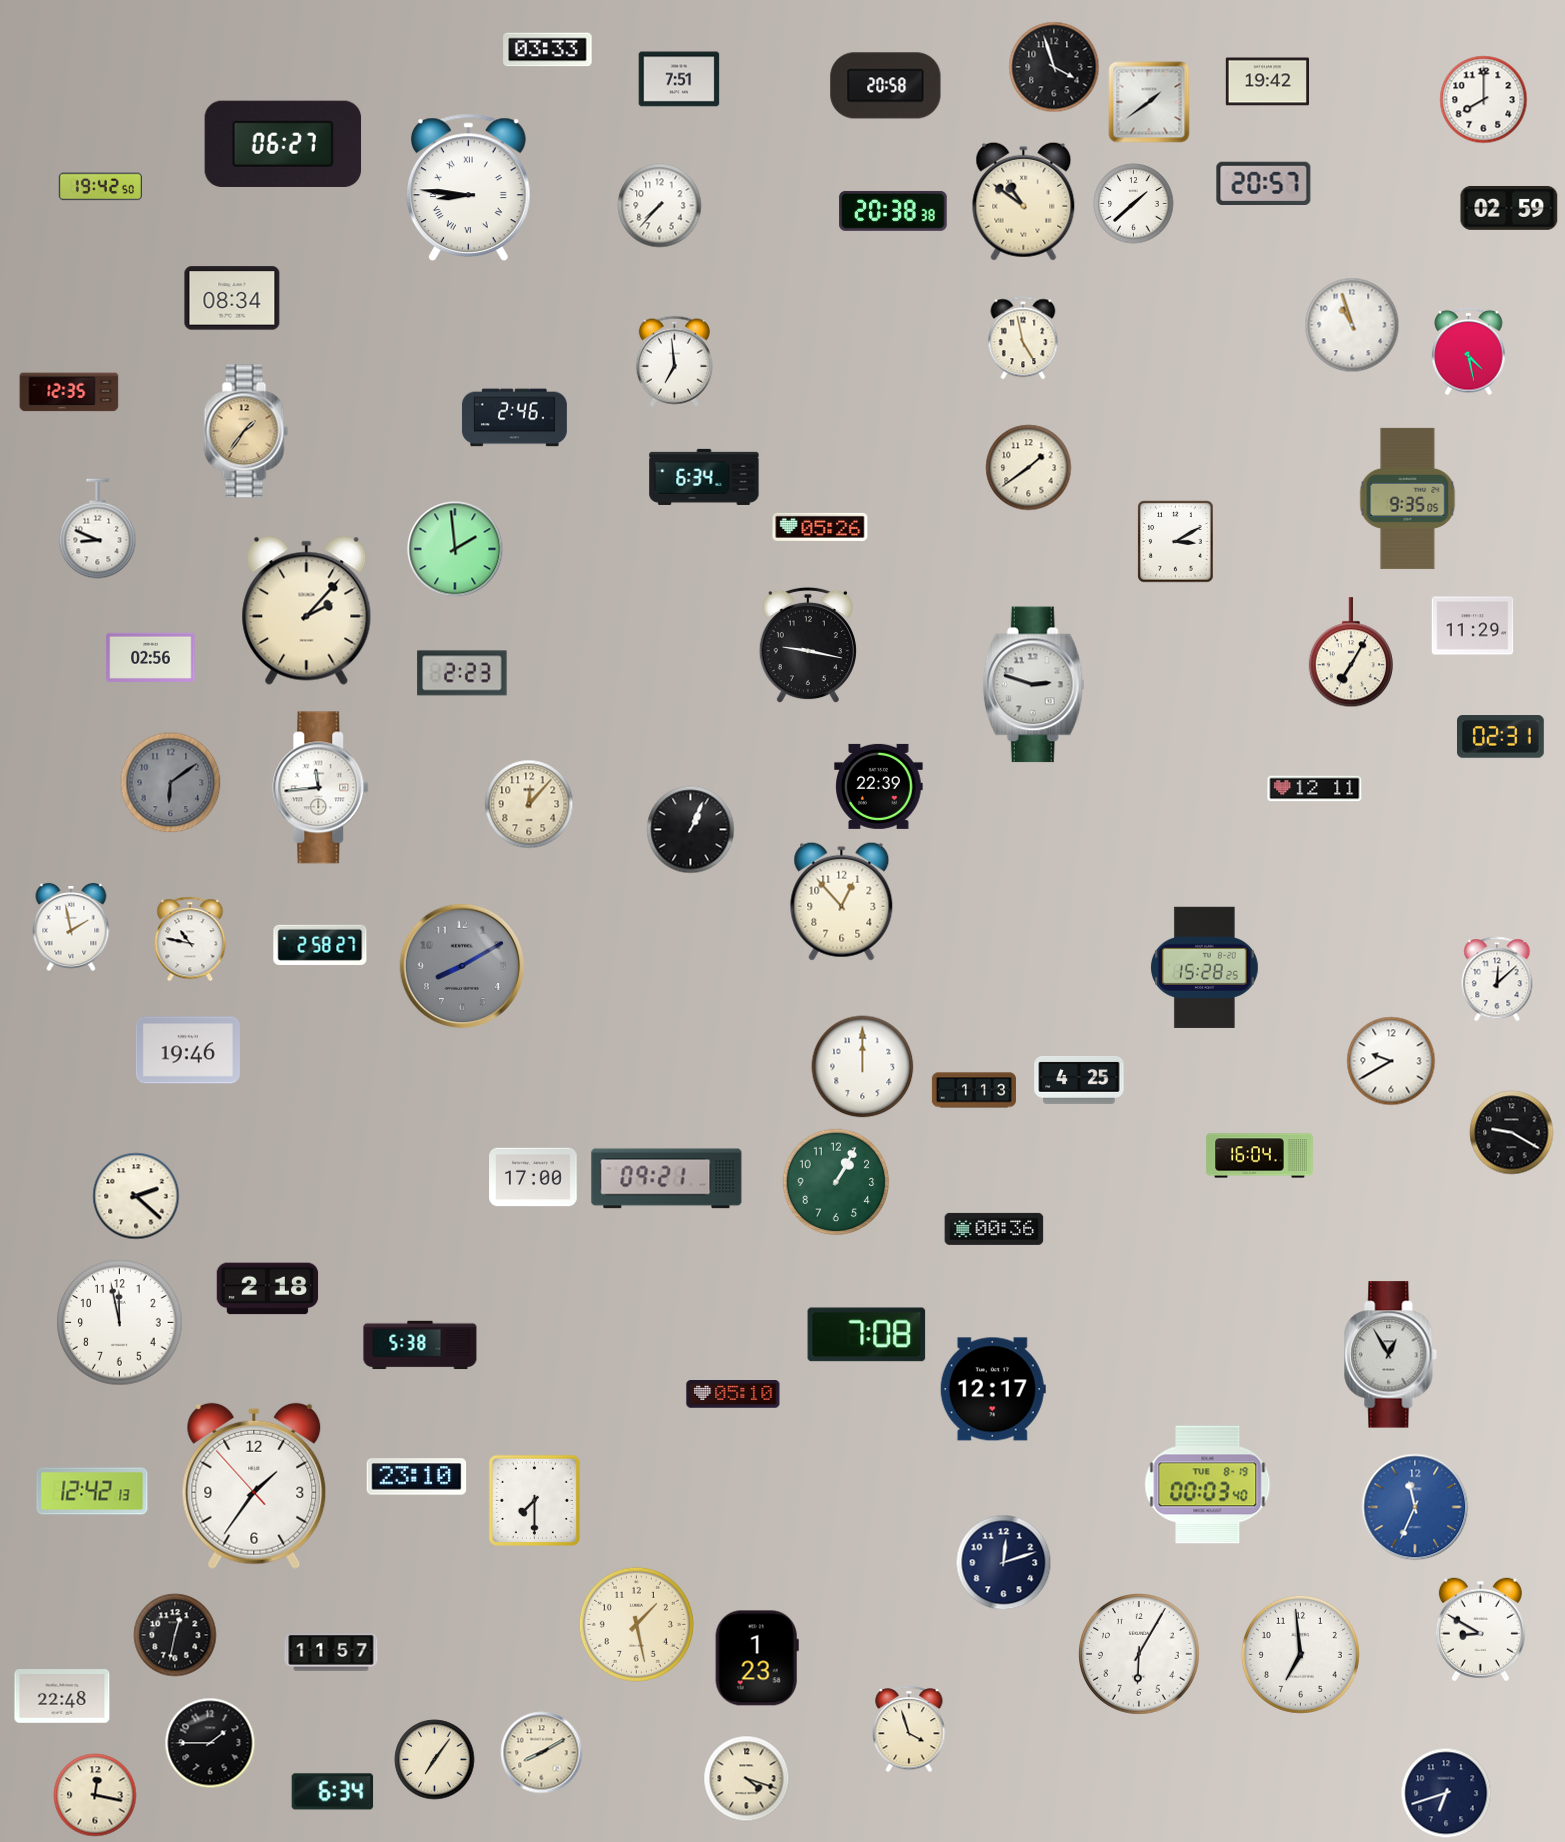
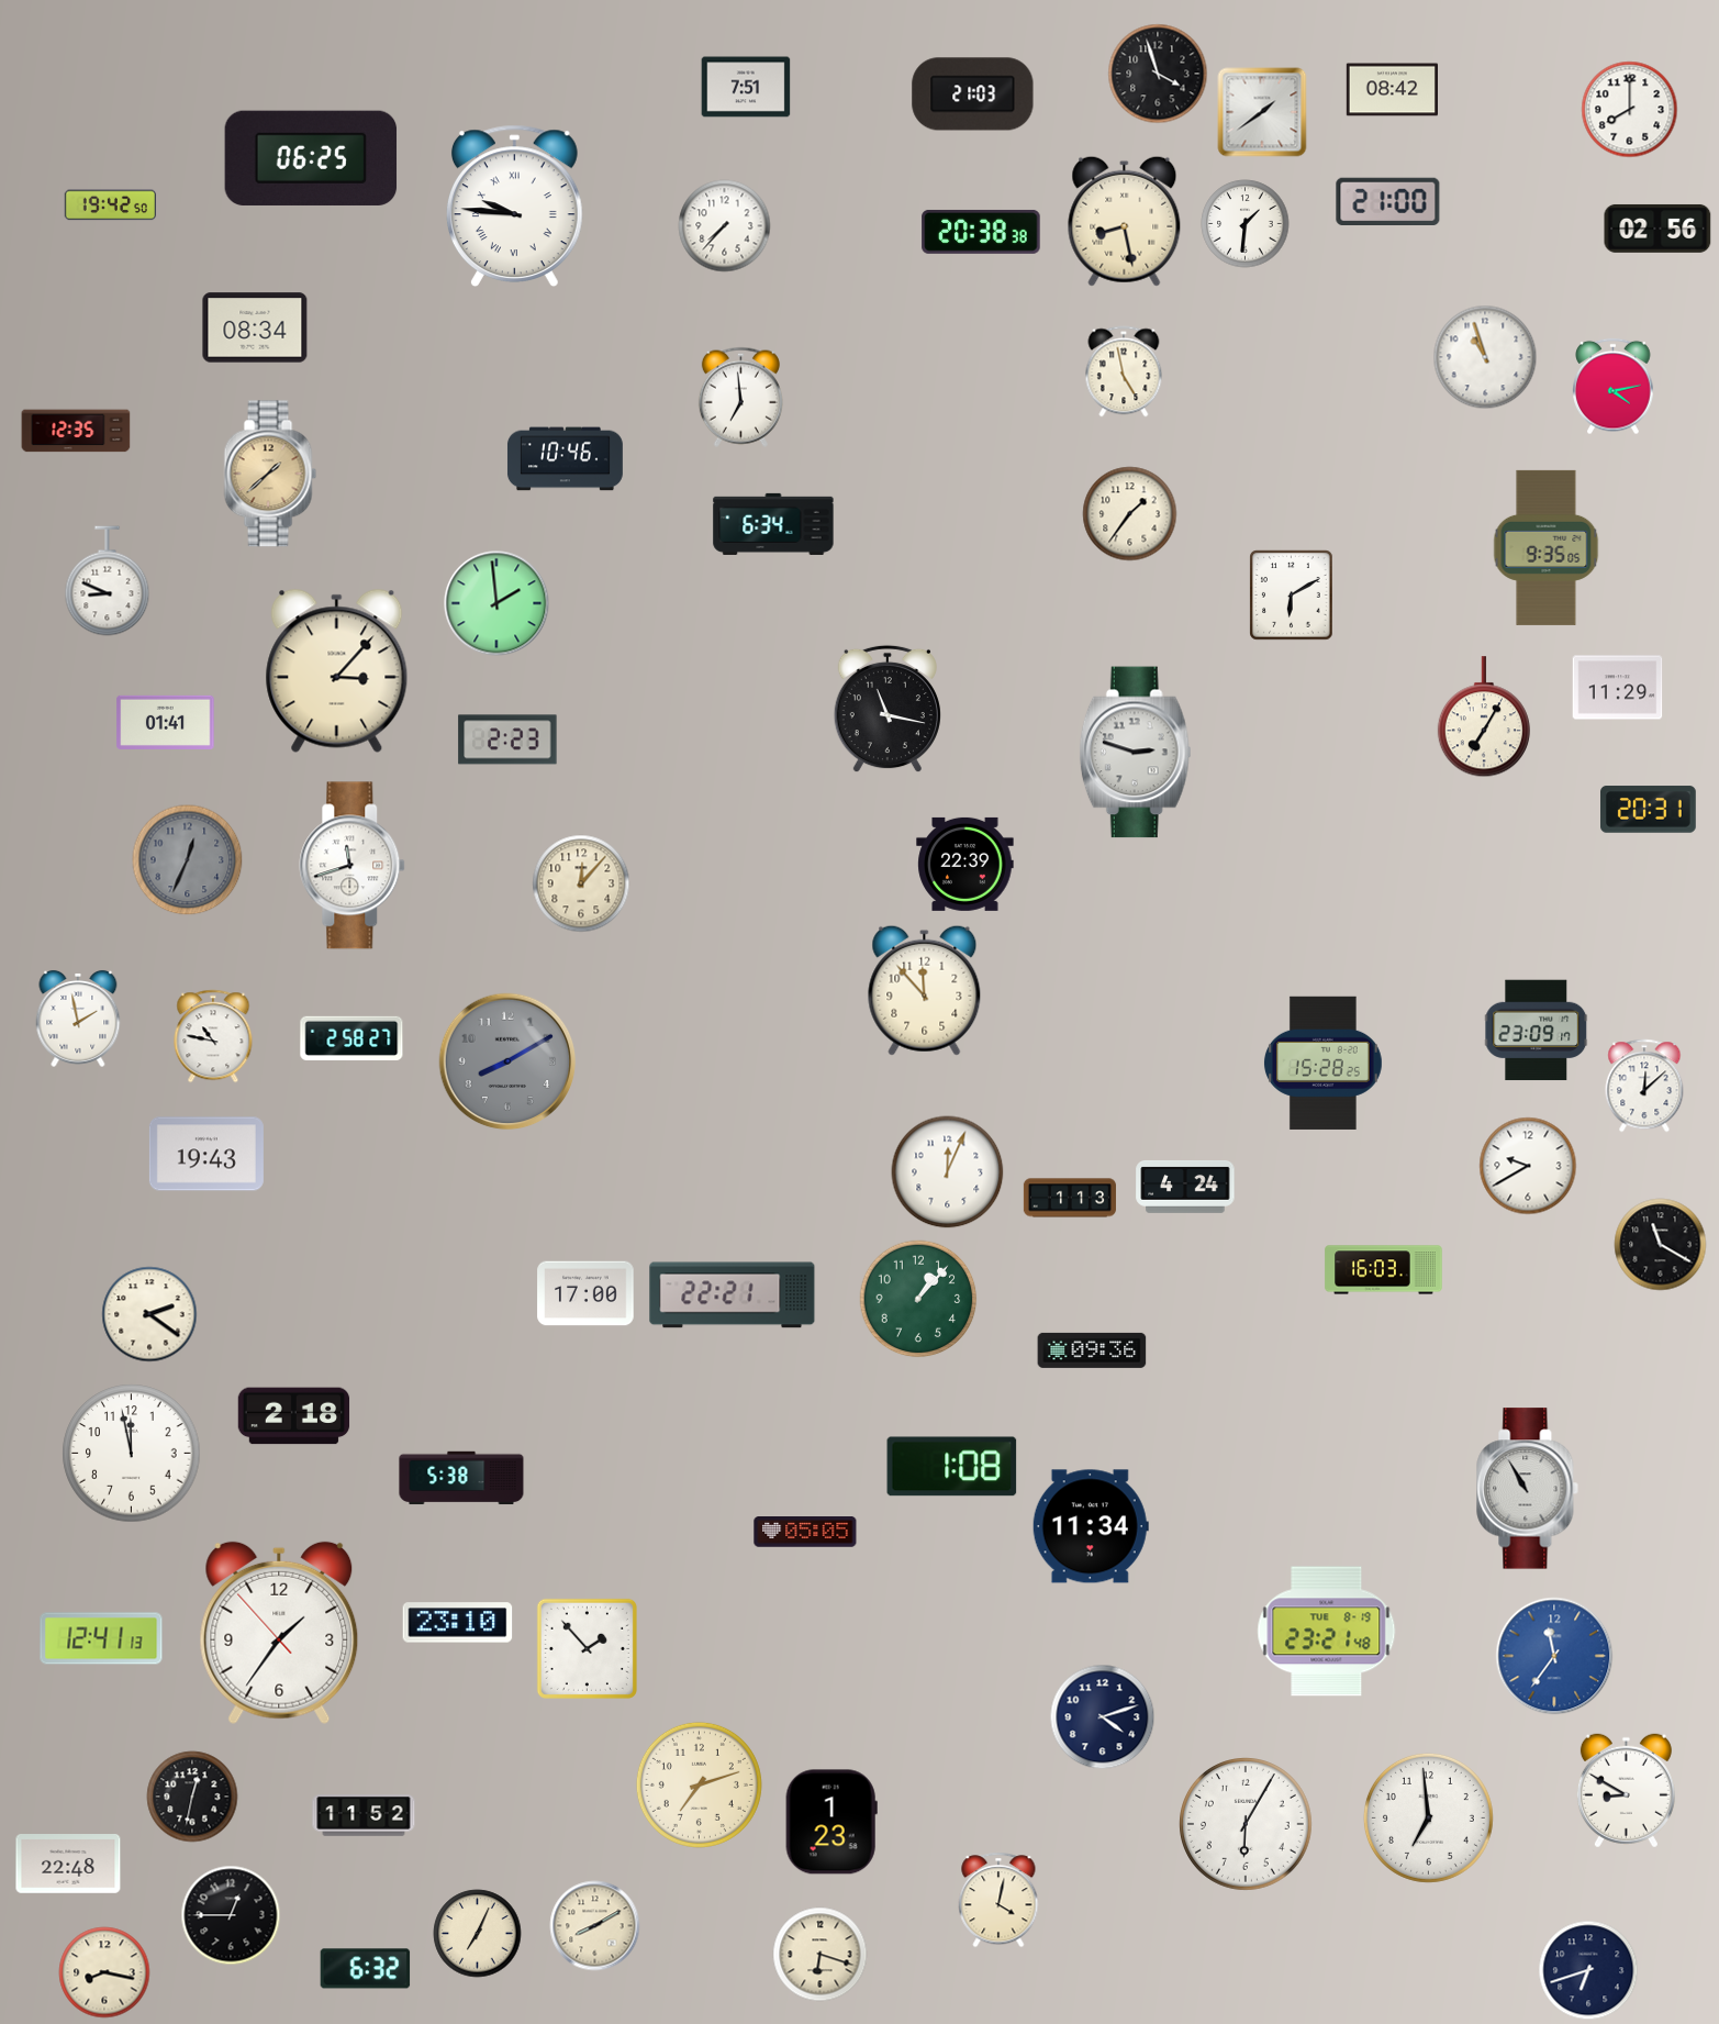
clock at (548, 50): 03:33 -> none
clock at (1267, 82): 19:42 -> 08:42
clock at (886, 86): 20:58 -> 21:03
clock at (283, 144): 06:27 -> 06:25
clock at (1264, 184): 20:57 -> 21:00
clock at (468, 187): 8:46 -> 9:46
clock at (1024, 201): 10:51 -> 8:28
clock at (1134, 204): 1:38 -> 1:31
clock at (1509, 208): 02:59 -> 02:56
clock at (1469, 352): 4:28 -> 4:13
clock at (514, 418): 2:46 -> 10:46
clock at (246, 431): 1:36 -> 1:38
clock at (1029, 468): 1:39 -> 1:36
clock at (820, 527): 05:26 -> none
clock at (1176, 542): 3:10 -> 6:10
clock at (455, 549) position: (455, 549) -> (496, 603)
clock at (307, 610): 2:07 -> 3:07
clock at (808, 645): 9:17 -> 11:17
clock at (151, 657): 02:56 -> 01:41
clock at (1501, 737): 02:31 -> 20:31
clock at (171, 783): 6:09 -> 12:34
clock at (321, 788): 11:44 -> 11:42
clock at (1315, 789): 12:11 -> none
clock at (691, 830): 1:04 -> none
clock at (842, 901): 12:53 -> 11:53
clock at (1537, 1031): none -> 23:09
clock at (190, 939) position: (190, 939) -> (213, 1036)
clock at (1497, 979) position: (1497, 979) -> (1644, 1086)
clock at (188, 1050): 19:46 -> 19:43
clock at (863, 1067): 12:00 -> 12:04
clock at (1079, 1080): 4:25 -> 4:24
clock at (1512, 1133): 9:20 -> 11:20
clock at (1260, 1156): 16:04 -> 16:03
clock at (667, 1179): 09:21 -> 22:21
clock at (836, 1182): 1:05 -> 1:07
clock at (136, 1196): 2:22 -> 2:21
clock at (994, 1229): 00:36 -> 09:36
clock at (867, 1335): 7:08 -> 1:08
clock at (1391, 1355): 12:55 -> 10:55
clock at (993, 1389): 12:17 -> 11:34
clock at (733, 1394): 05:10 -> 05:05
clock at (1208, 1485): 00:03 -> 23:21
clock at (92, 1491): 12:42 -> 12:41
clock at (534, 1500): 7:30 -> 1:53
clock at (1415, 1507): 11:34 -> 11:36
clock at (1004, 1563): 12:12 -> 4:12
clock at (636, 1624): 1:28 -> 7:12
clock at (331, 1652): 11:57 -> 11:52
clock at (1140, 1655) position: (1140, 1655) -> (1247, 1825)
clock at (909, 1729): 3:57 -> 4:02
clock at (210, 1743): 1:45 -> 12:45
clock at (435, 1760): 7:06 -> 7:04
clock at (747, 1779): 4:18 -> 6:18
clock at (333, 1792): 6:34 -> 6:32
clock at (95, 1795): 12:17 -> 8:17
